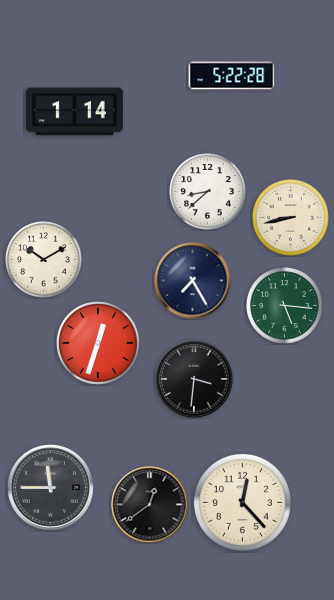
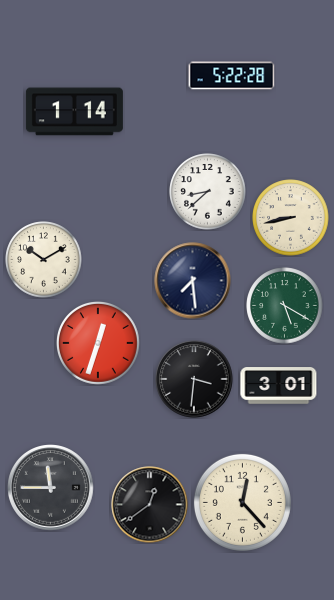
clock at (193, 281): 7:25 -> 7:29
clock at (285, 306): 5:16 -> 5:20
clock at (279, 386): none -> 3:01
